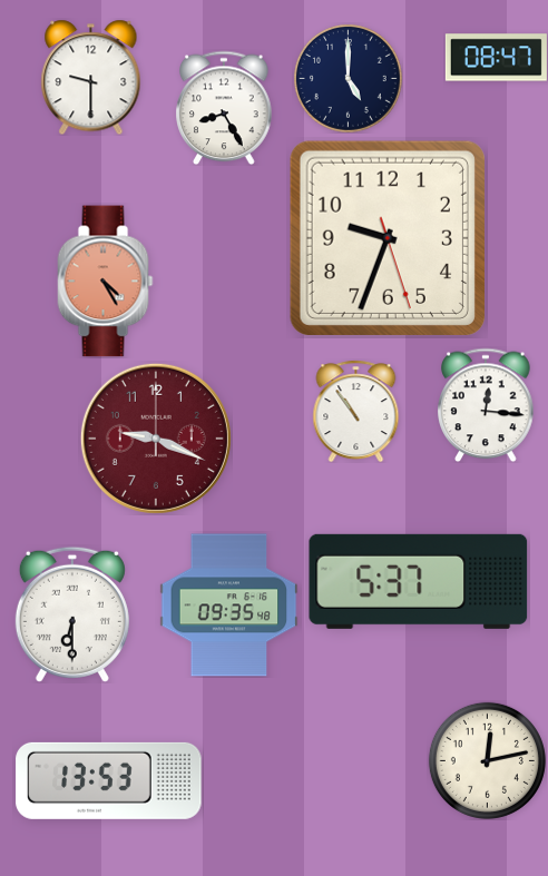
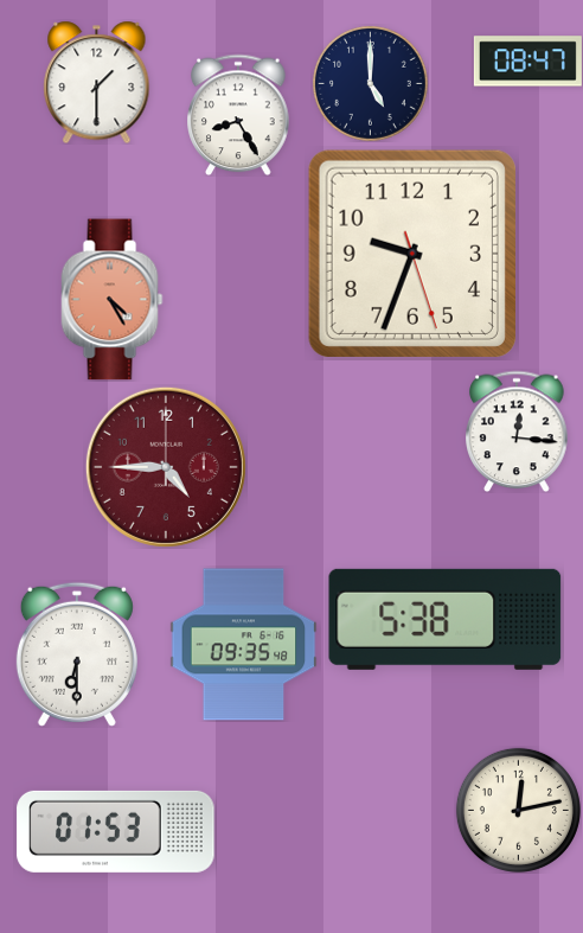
clock at (91, 77): 9:30 -> 1:30
clock at (356, 411): 10:54 -> none
clock at (156, 439): 9:19 -> 4:45
clock at (419, 581): 5:37 -> 5:38
clock at (109, 780): 13:53 -> 01:53
